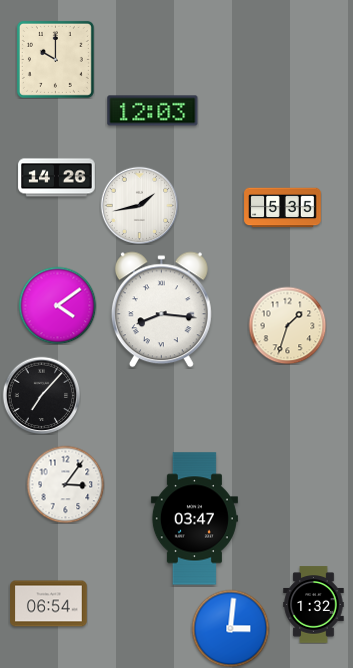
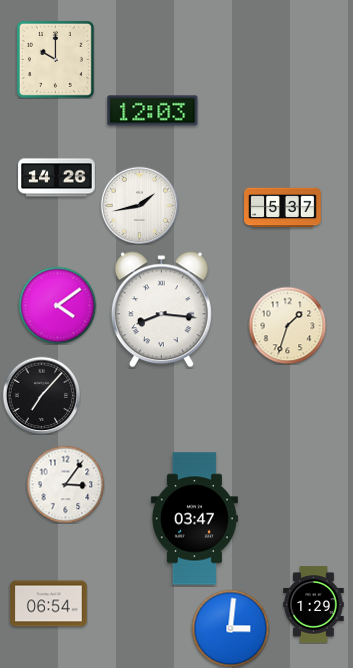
clock at (283, 208): 5:35 -> 5:37
clock at (314, 605): 1:32 -> 1:29
